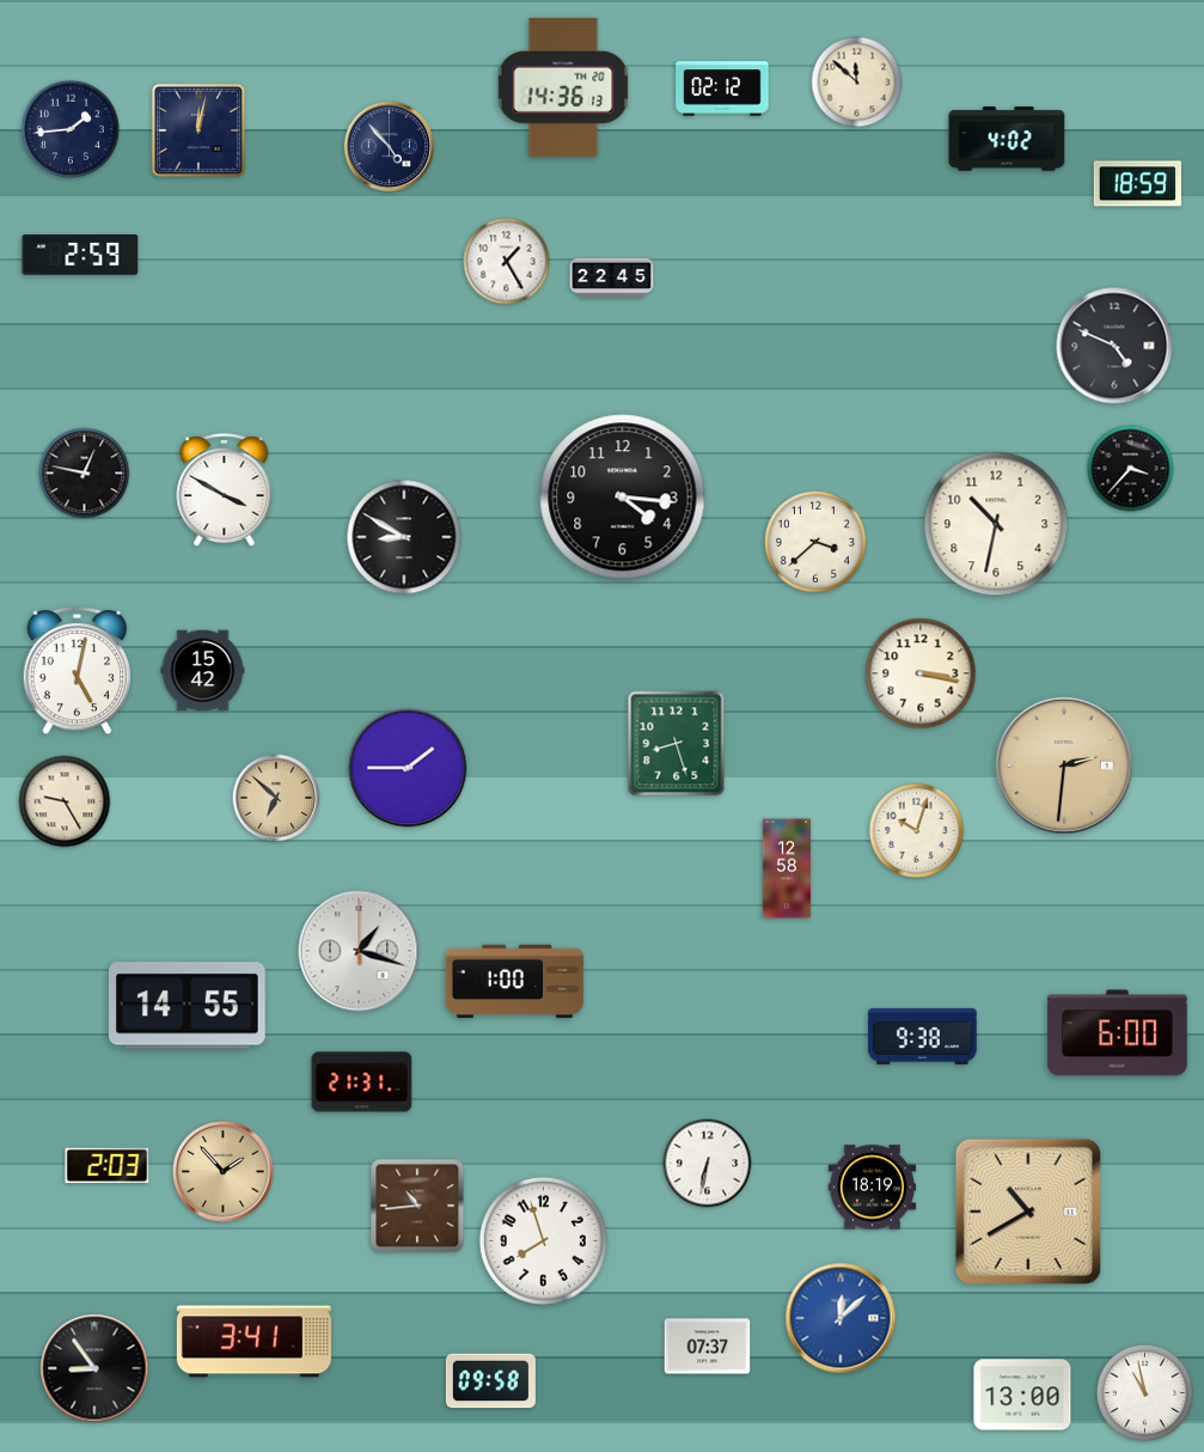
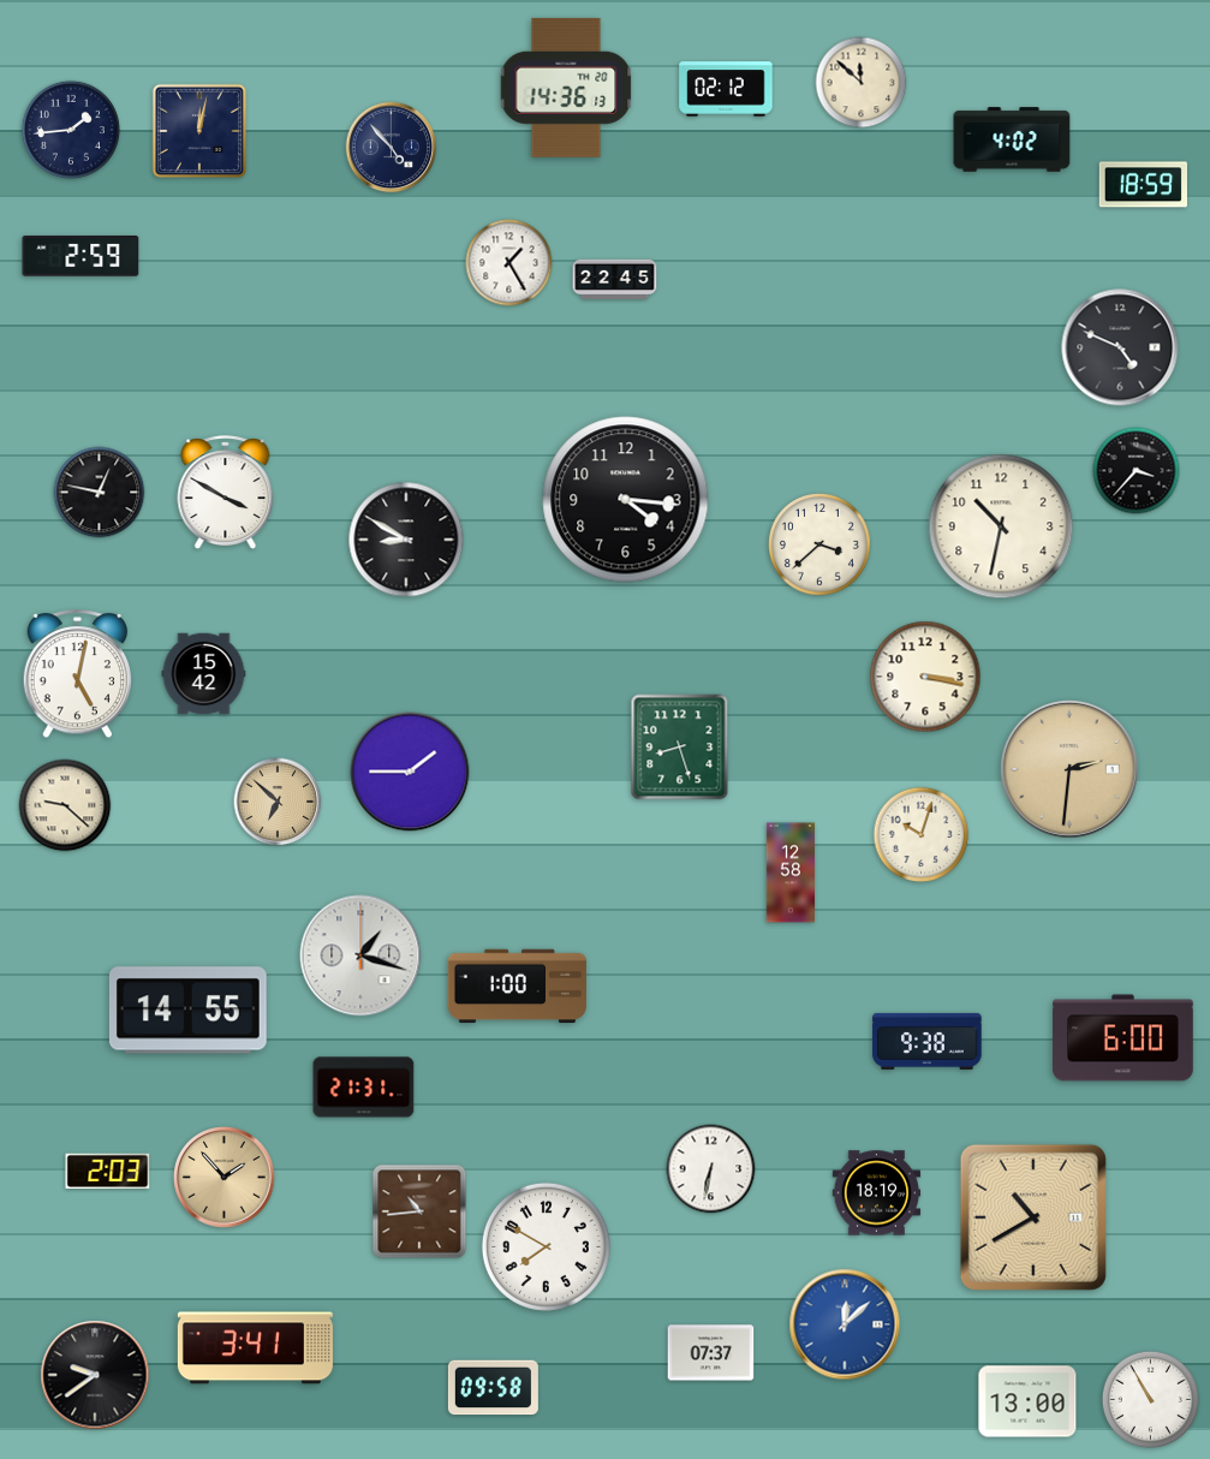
clock at (85, 474) position: (85, 474) -> (100, 493)
clock at (65, 801): 9:25 -> 9:22
clock at (543, 1240): 7:57 -> 7:50
clock at (94, 1368): 8:54 -> 9:39
clock at (1144, 1392): 10:58 -> 10:55
